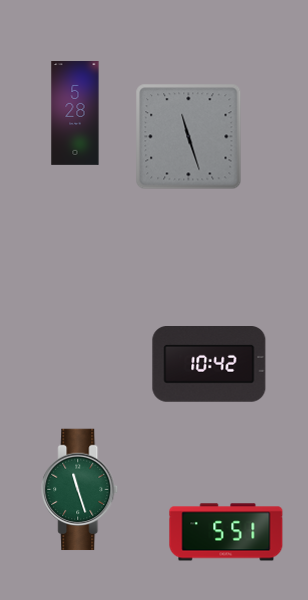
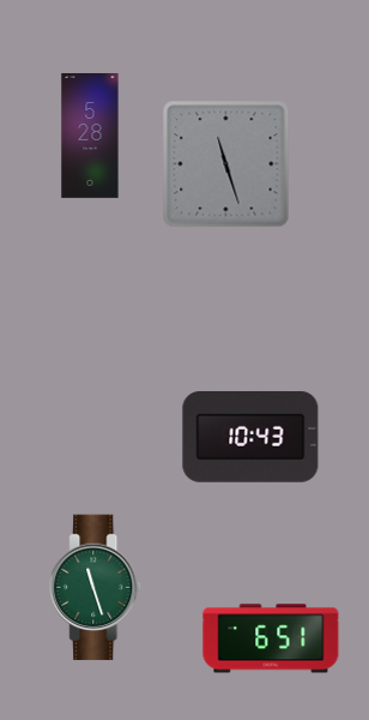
clock at (209, 365): 10:42 -> 10:43
clock at (226, 532): 5:51 -> 6:51
